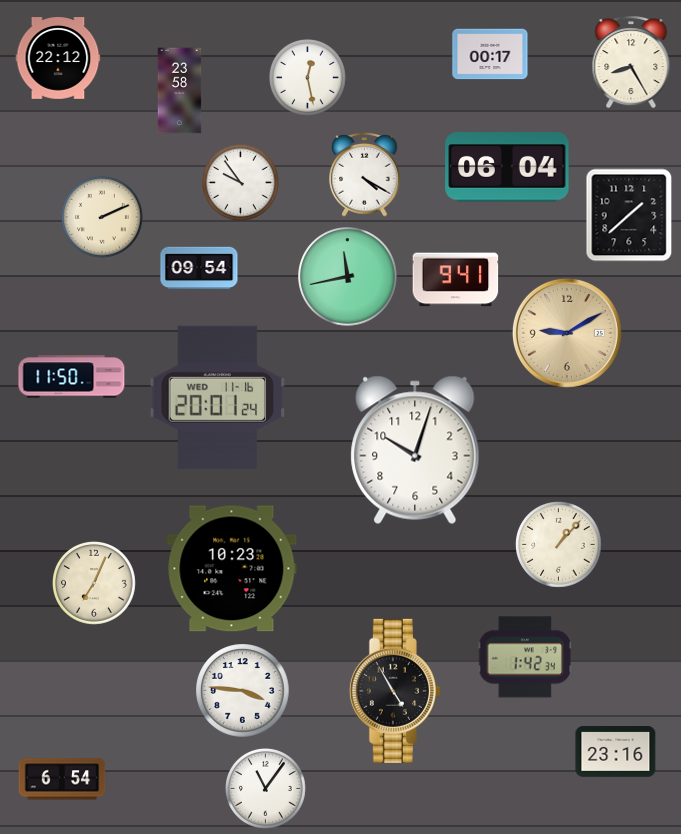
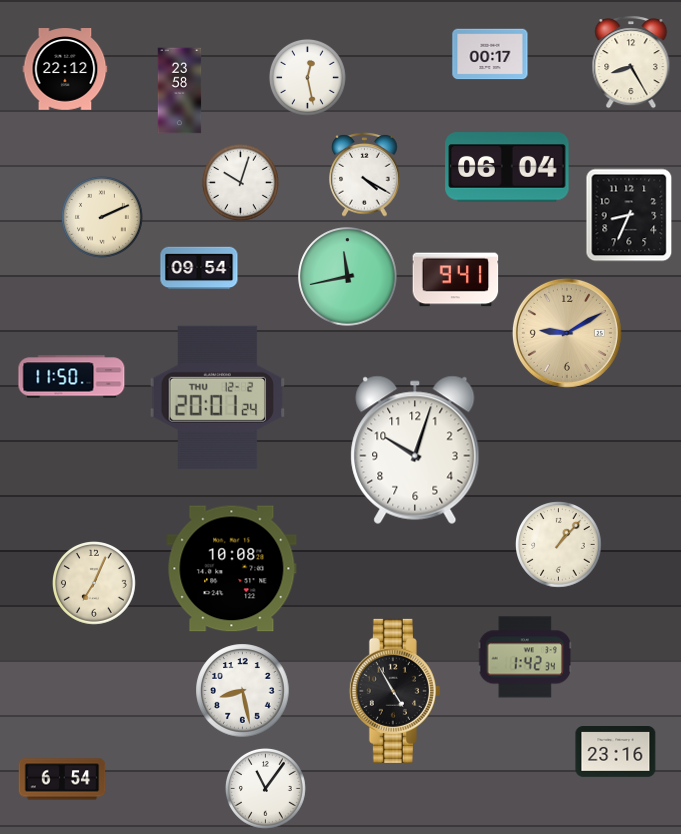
clock at (58, 58) position: (58, 58) -> (65, 69)
clock at (240, 182): 9:54 -> 10:03
clock at (629, 215): 1:38 -> 8:34
clock at (218, 397) date: WED 11-16 -> THU 12-2
clock at (232, 569): 10:23 -> 10:08
clock at (243, 691): 3:46 -> 8:28
